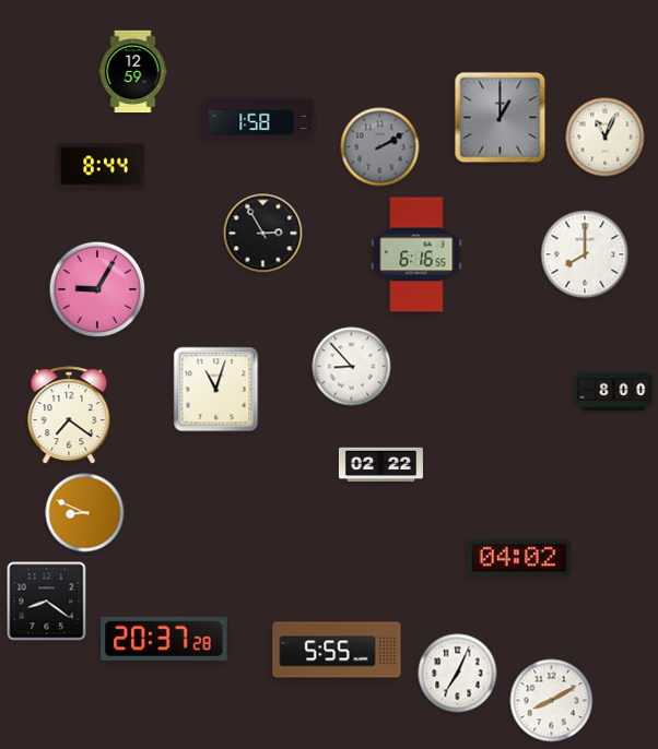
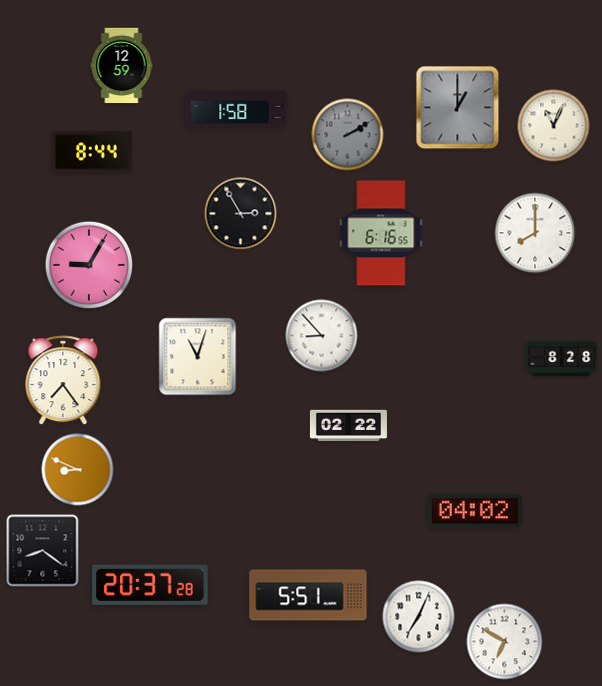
clock at (614, 392): 8:00 -> 8:28
clock at (69, 416): 7:21 -> 7:24
clock at (337, 650): 5:55 -> 5:51
clock at (552, 701): 8:10 -> 6:50
